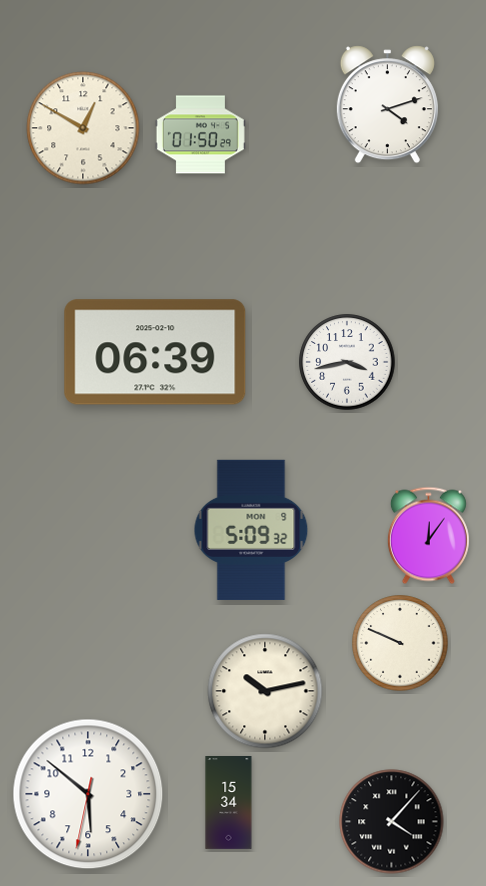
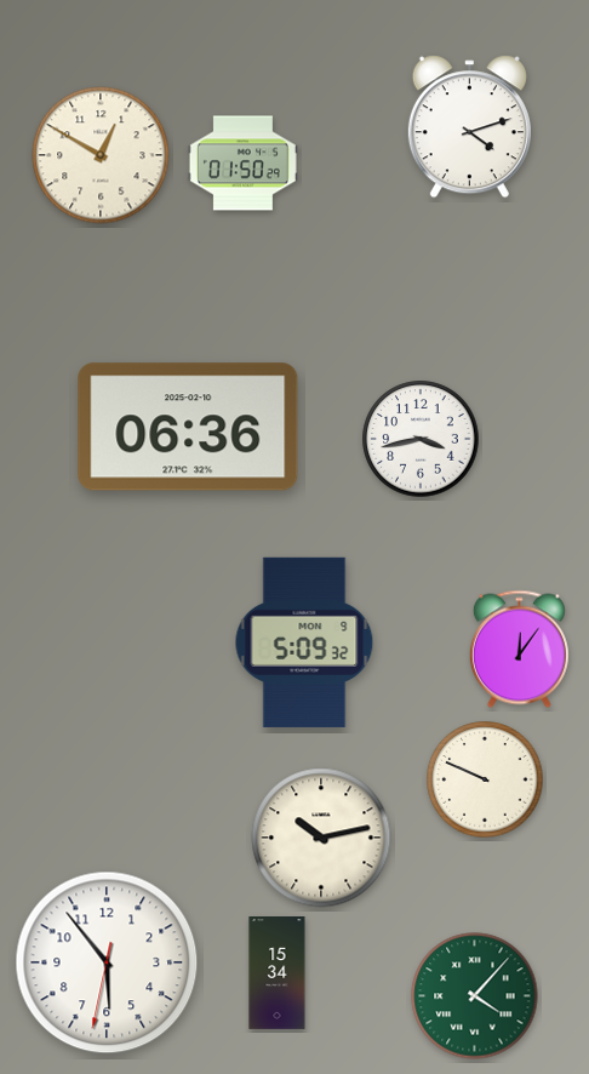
clock at (155, 352): 06:39 -> 06:36
clock at (88, 794): 5:51 -> 5:53
clock at (392, 822) dial: black -> green
